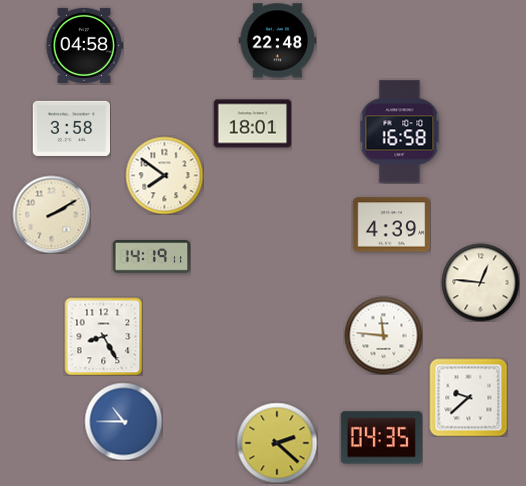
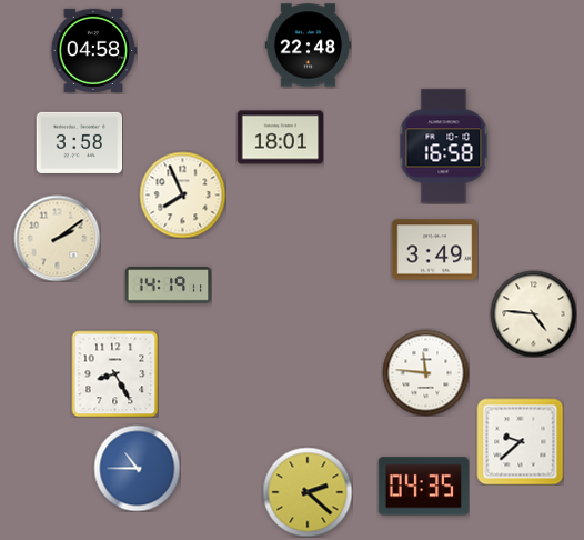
clock at (164, 175): 7:51 -> 7:56
clock at (51, 214): 2:10 -> 2:09
clock at (391, 225): 4:39 -> 3:49
clock at (480, 282): 12:46 -> 4:46
